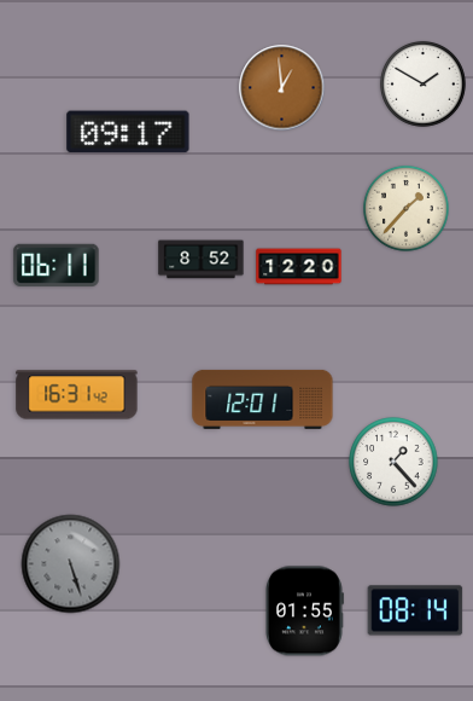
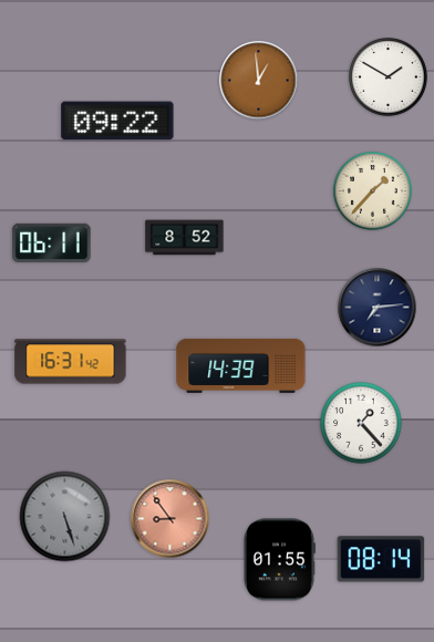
clock at (128, 132): 09:17 -> 09:22
clock at (299, 267): 12:20 -> none
clock at (378, 308): none -> 7:14
clock at (263, 399): 12:01 -> 14:39
clock at (170, 519): none -> 8:54
